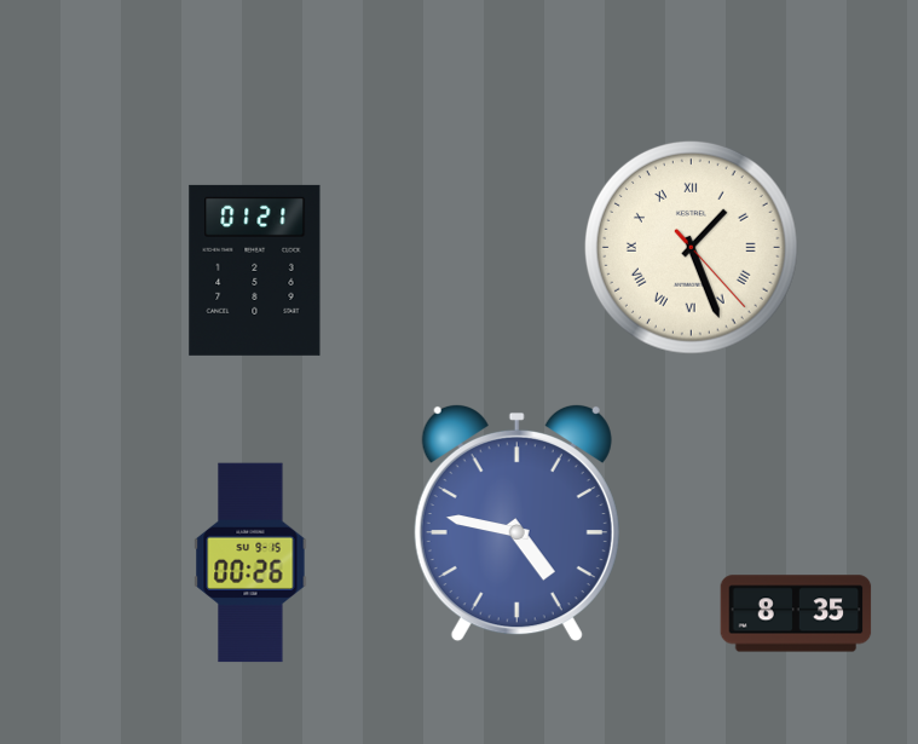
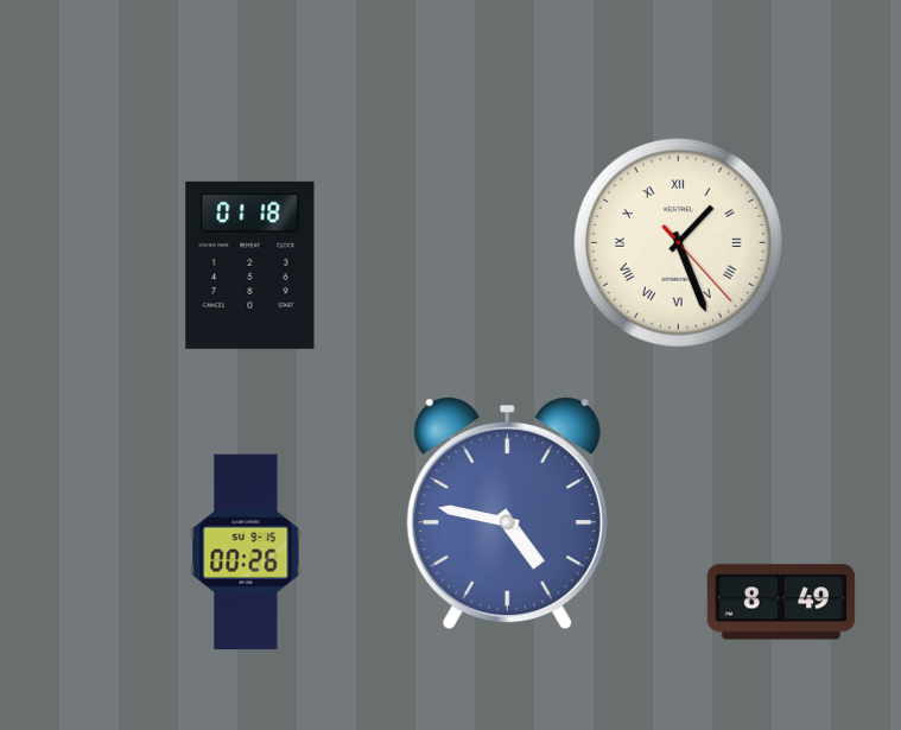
clock at (255, 270): 01:21 -> 01:18
clock at (796, 613): 8:35 -> 8:49
